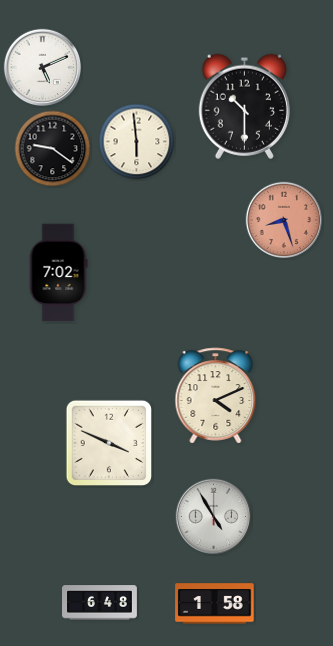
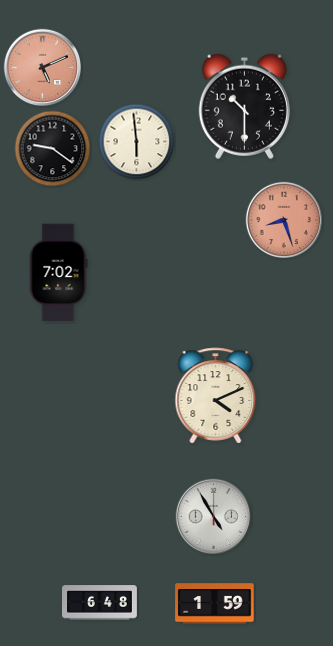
clock at (43, 68) dial: white -> salmon
clock at (109, 443): 3:49 -> none
clock at (215, 604): 1:58 -> 1:59
